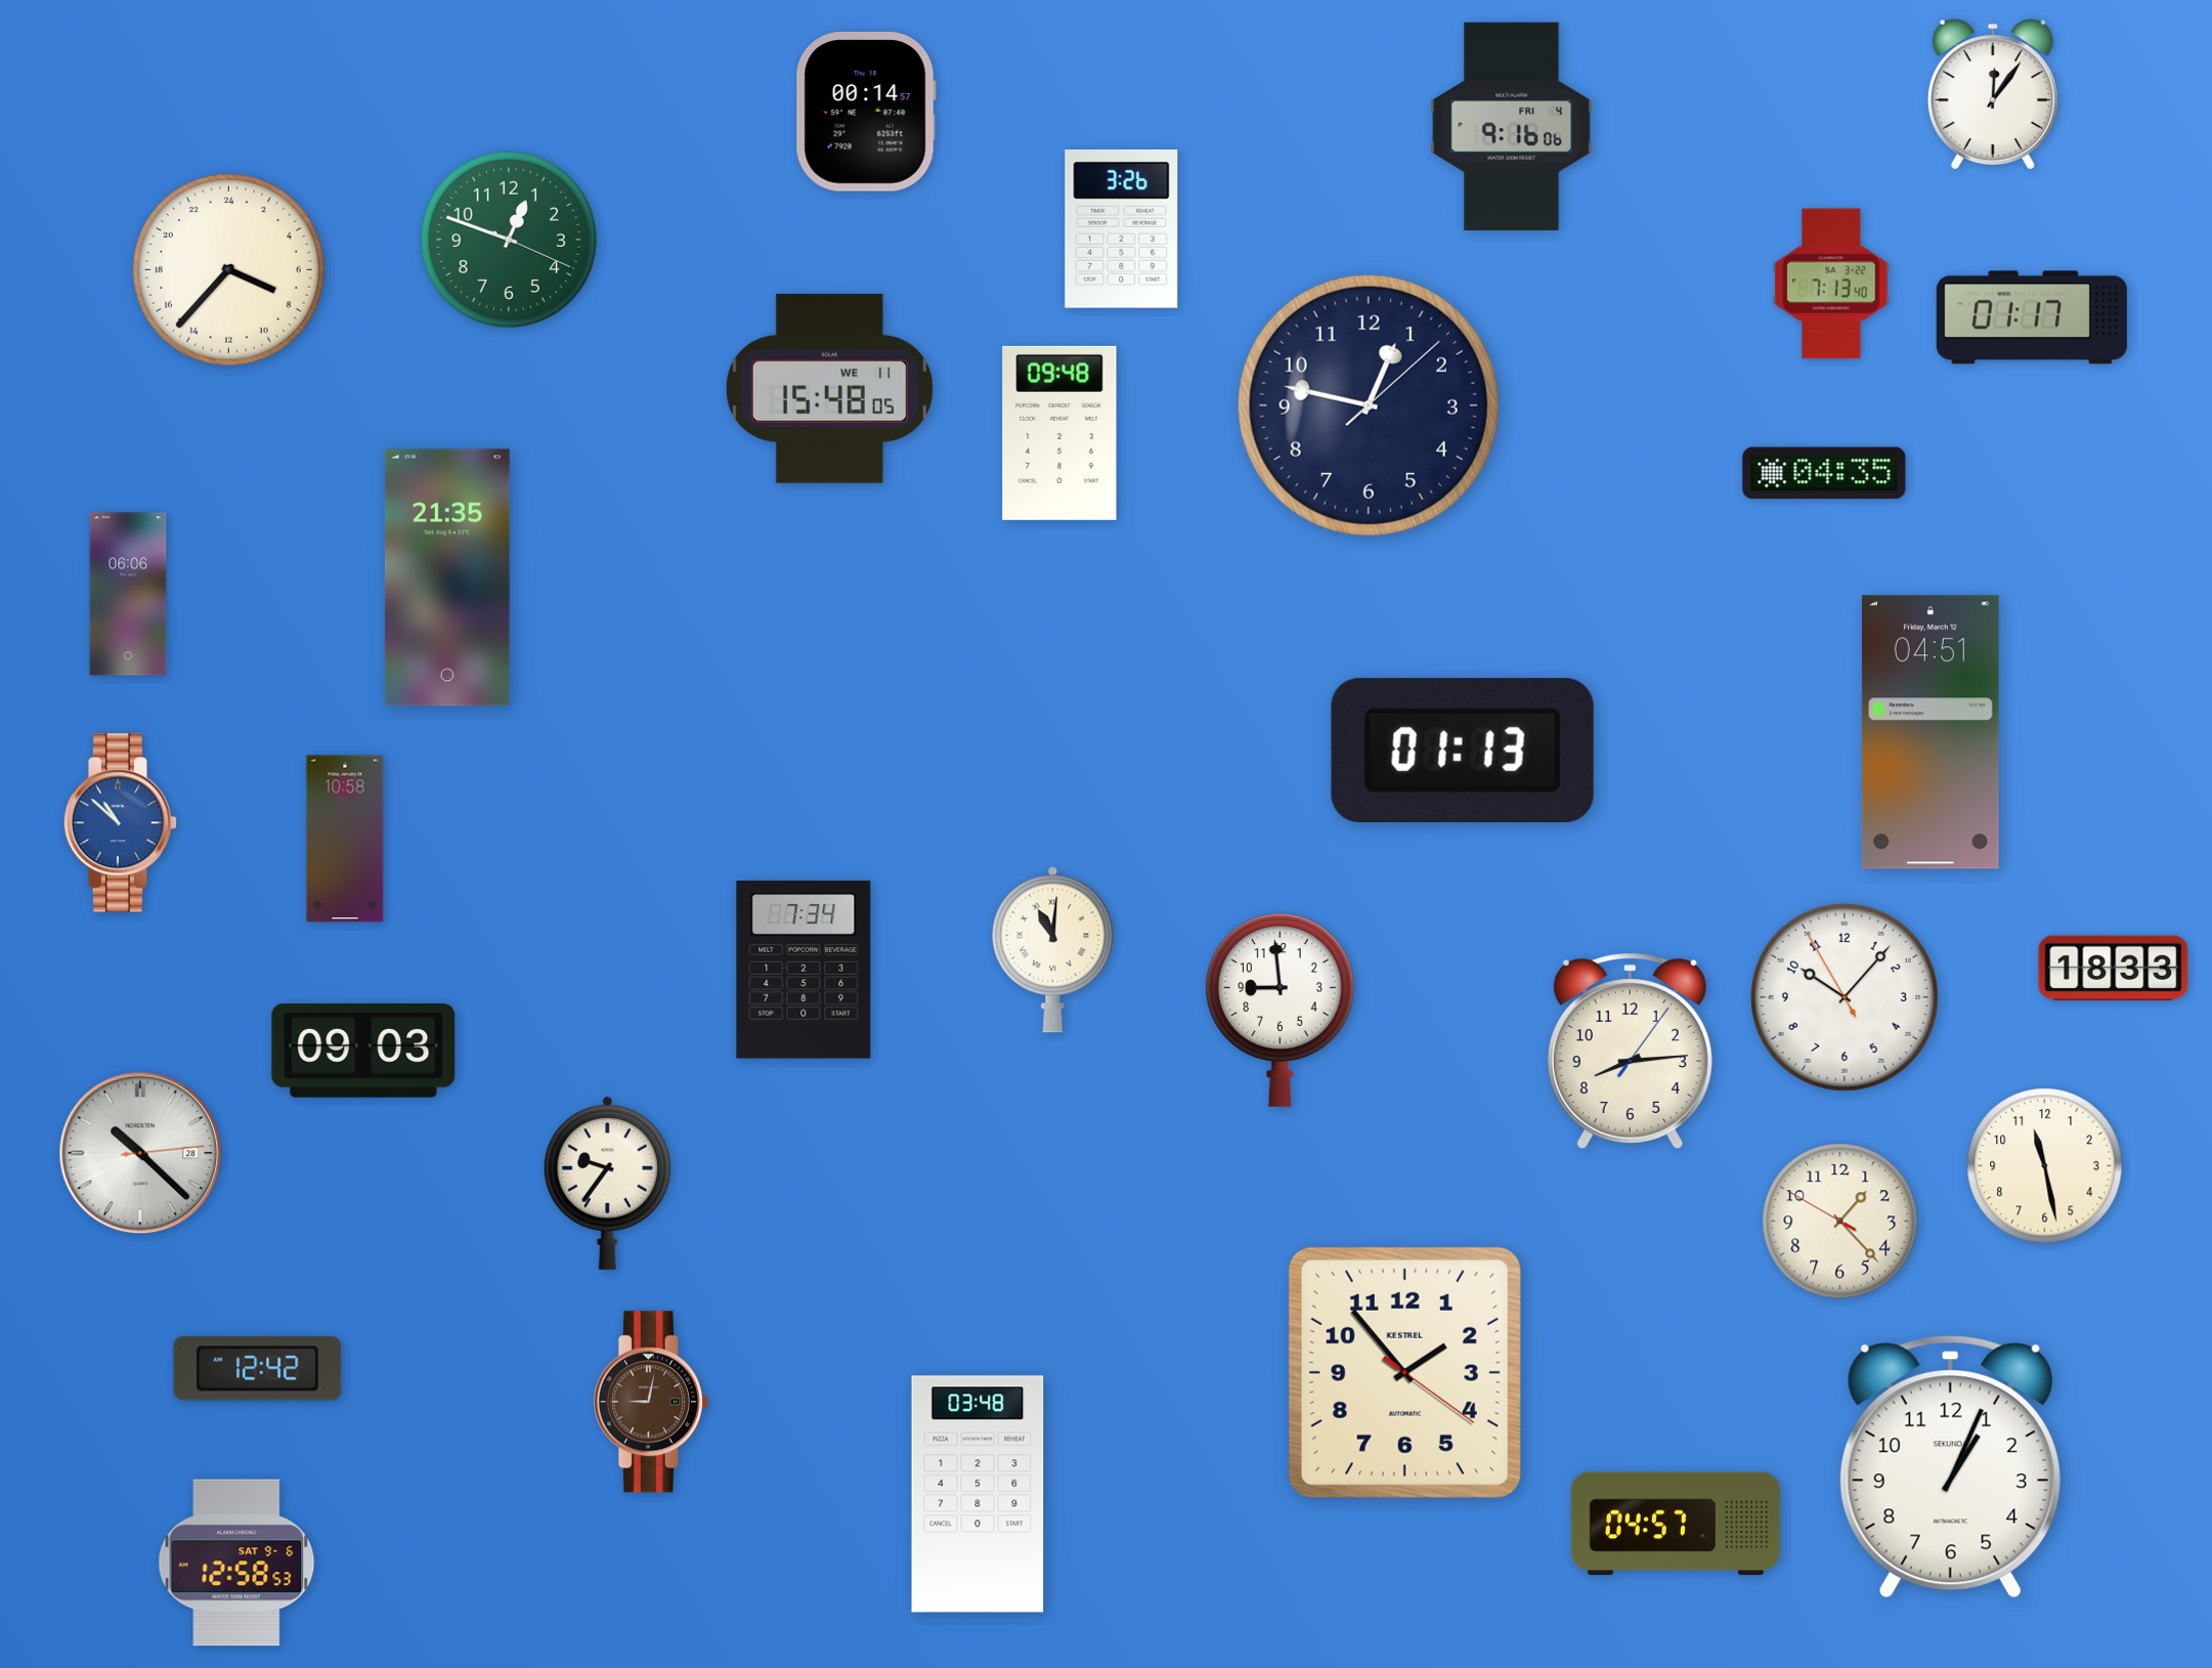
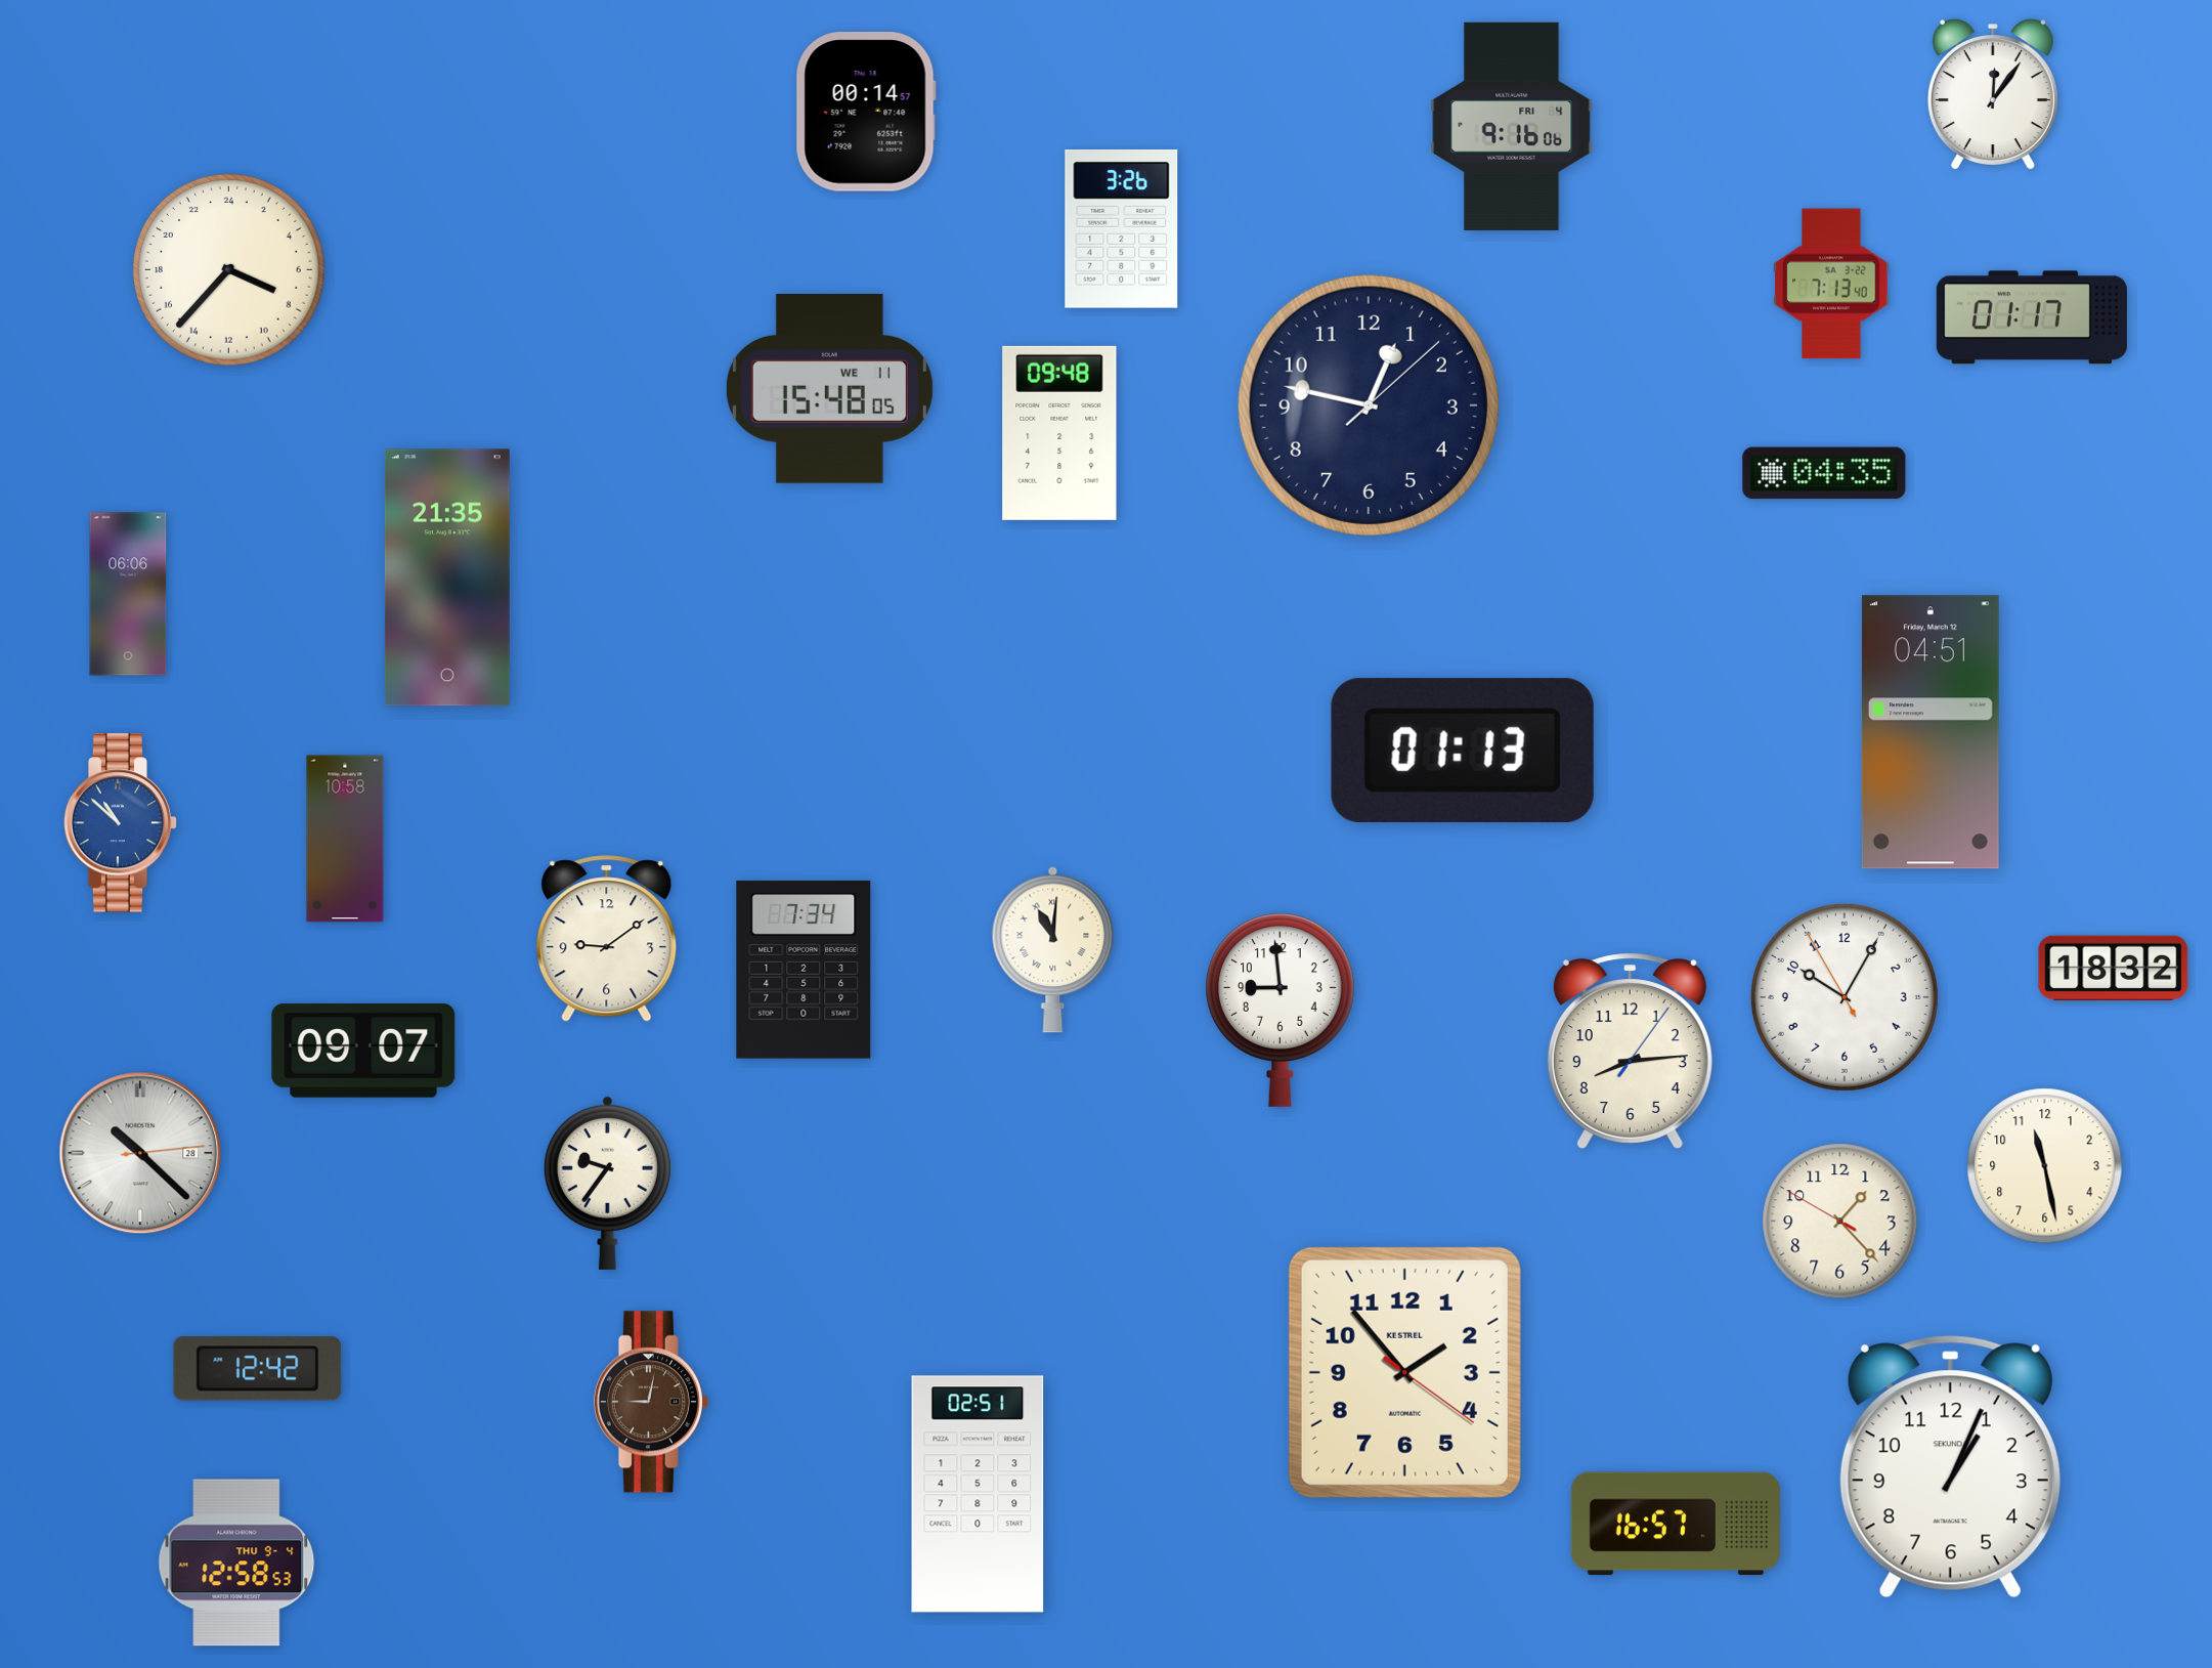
clock at (509, 240): 12:48 -> none
clock at (607, 939): none -> 9:09
clock at (2114, 968): 18:33 -> 18:32
clock at (1845, 997): 10:06 -> 10:04
clock at (363, 1052): 09:03 -> 09:07
clock at (978, 1494): 03:48 -> 02:51
clock at (1676, 1524): 04:57 -> 16:57
clock at (236, 1563) date: SAT 9-6 -> THU 9-4
